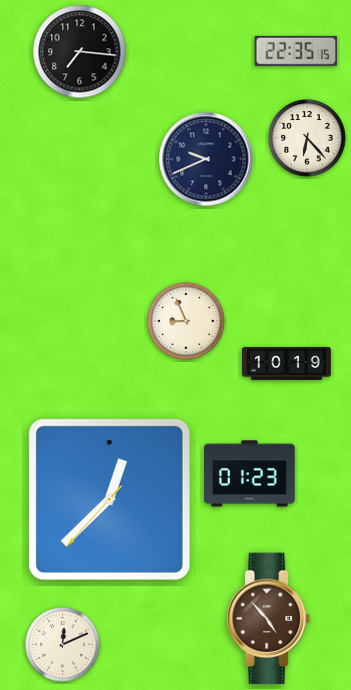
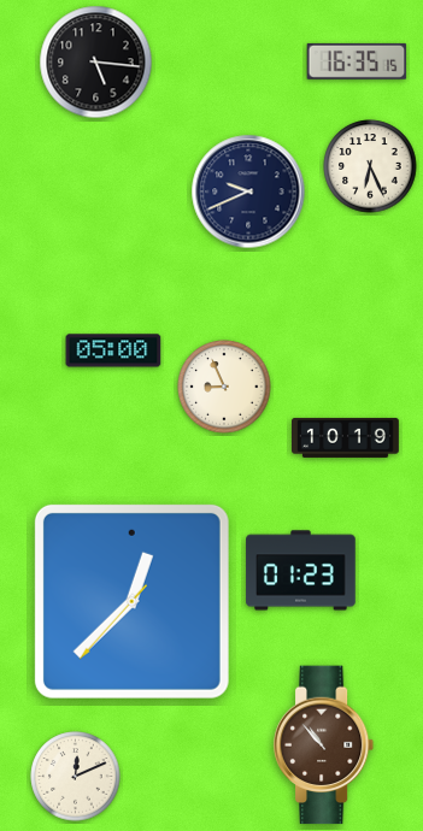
clock at (296, 51): 22:35 -> 16:35
clock at (80, 52): 7:16 -> 5:16
clock at (307, 138): 6:23 -> 6:26
clock at (113, 350): none -> 05:00
clock at (269, 619): 4:53 -> 10:53
